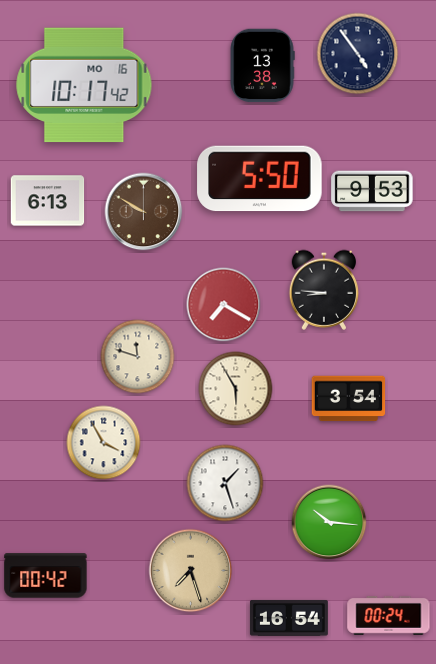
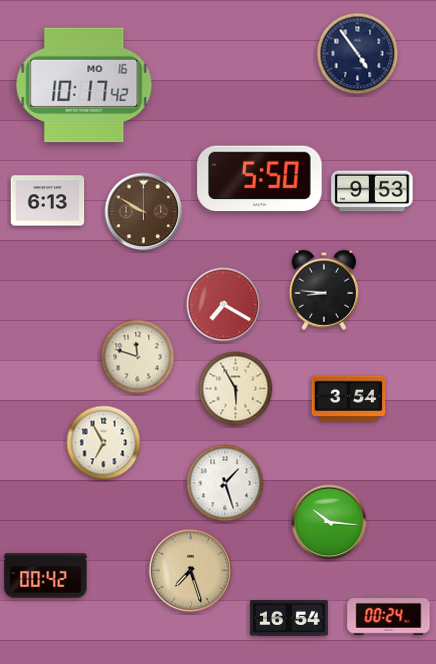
clock at (262, 66): 13:38 -> none
clock at (104, 443): 3:55 -> 6:55
